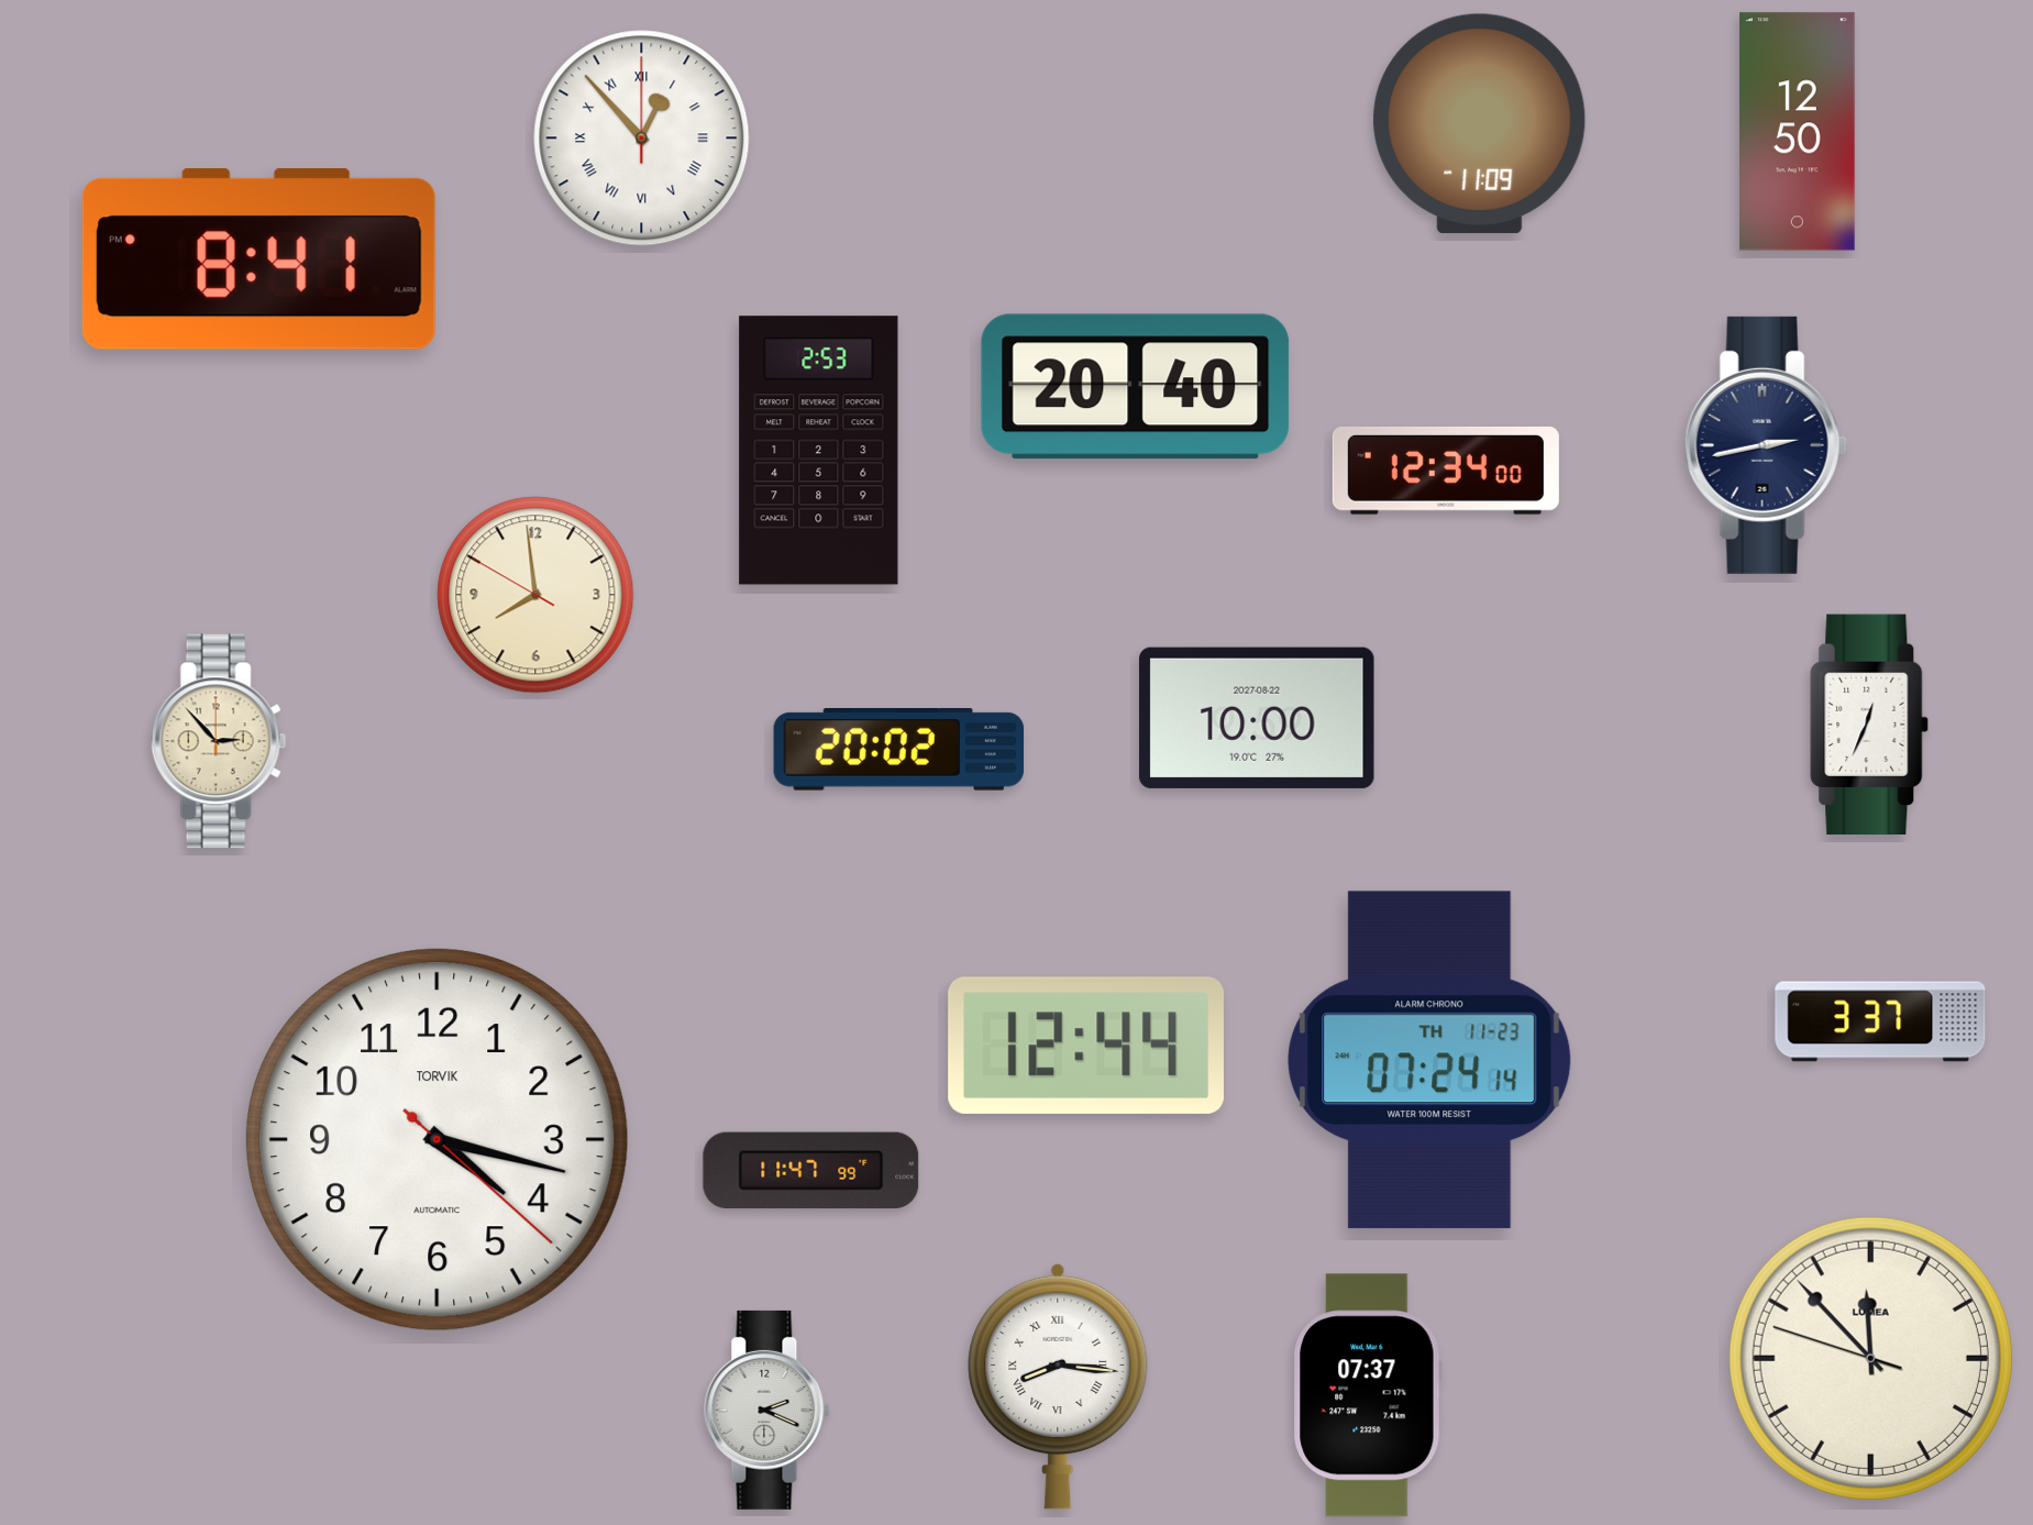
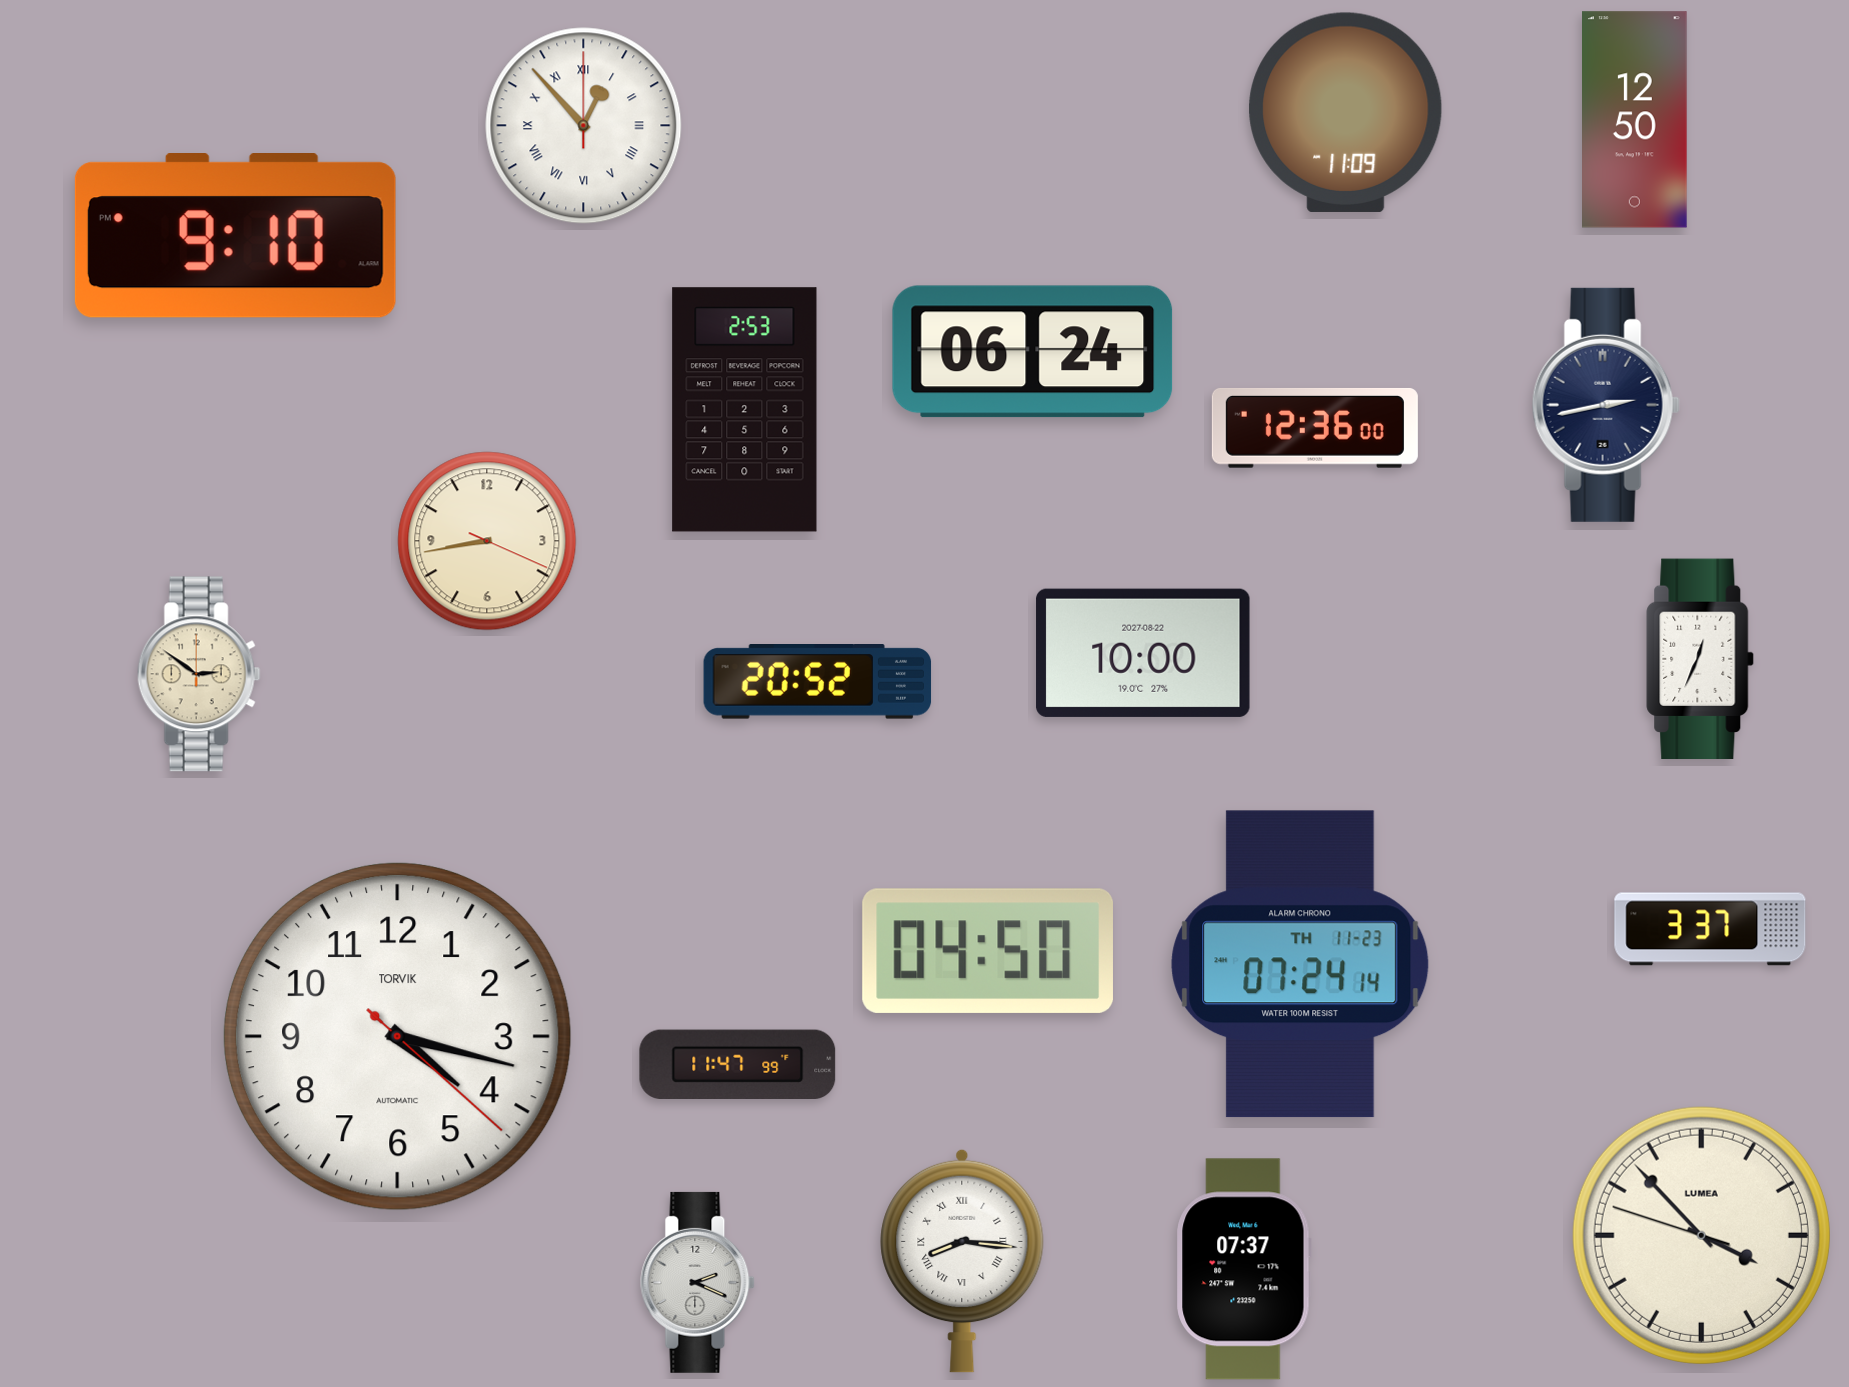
clock at (258, 259): 8:41 -> 9:10
clock at (1136, 387): 20:40 -> 06:24
clock at (1446, 471): 12:34 -> 12:36
clock at (535, 595): 7:58 -> 8:43
clock at (219, 741): 2:53 -> 2:51
clock at (899, 750): 20:02 -> 20:52
clock at (1086, 1046): 12:44 -> 04:50
clock at (1870, 1358): 11:52 -> 3:52
